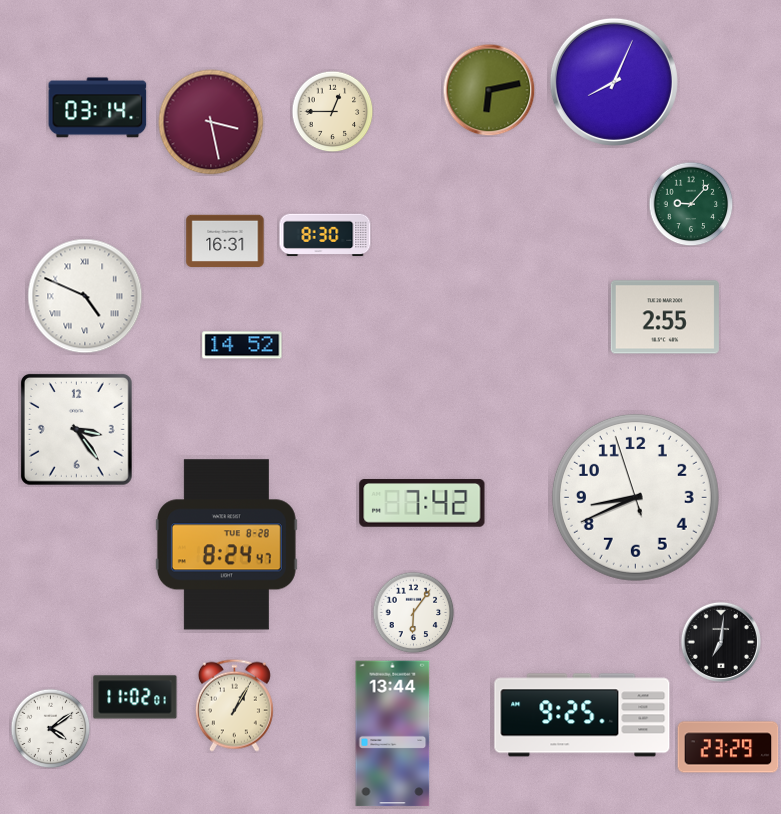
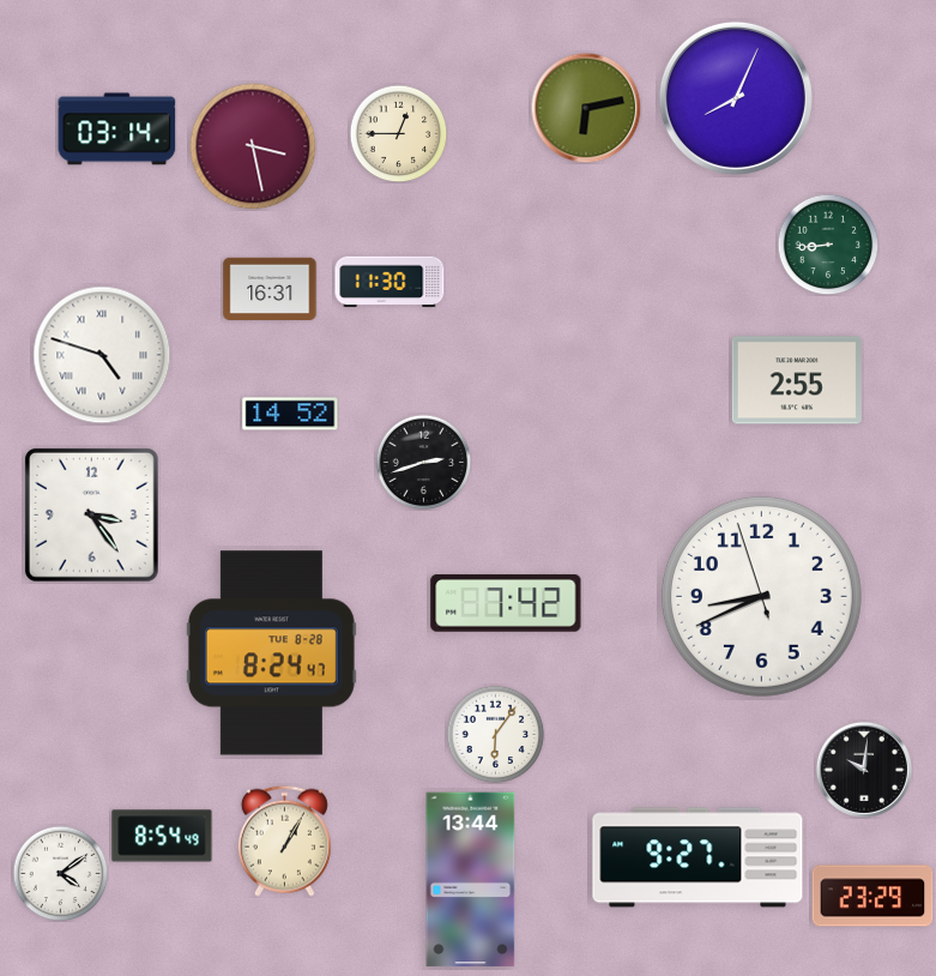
clock at (691, 204): 9:07 -> 8:44
clock at (325, 235): 8:30 -> 11:30
clock at (85, 296): 4:49 -> 4:48
clock at (423, 462): none -> 2:42
clock at (721, 642): 7:01 -> 10:01
clock at (135, 697): 11:02 -> 8:54
clock at (234, 705) position: (234, 705) -> (284, 841)
clock at (582, 715): 9:25 -> 9:27
